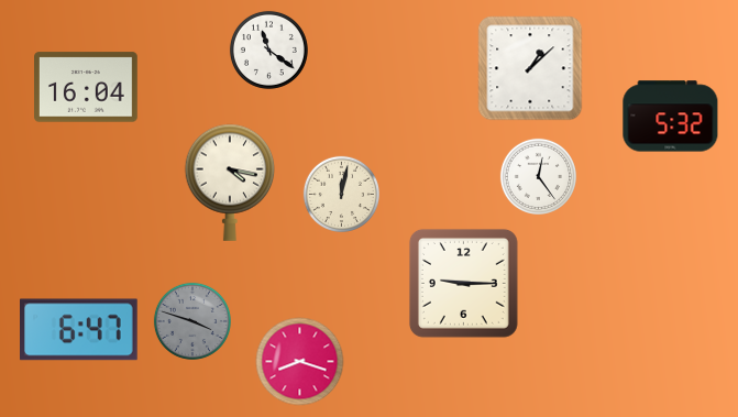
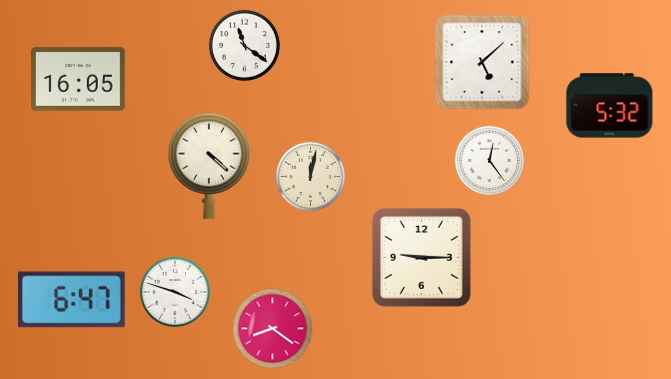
clock at (530, 68): 1:08 -> 5:08
clock at (87, 87): 16:04 -> 16:05
clock at (230, 183): 4:17 -> 4:22
clock at (192, 321) dial: grey -> white
clock at (300, 362): 8:18 -> 8:21
